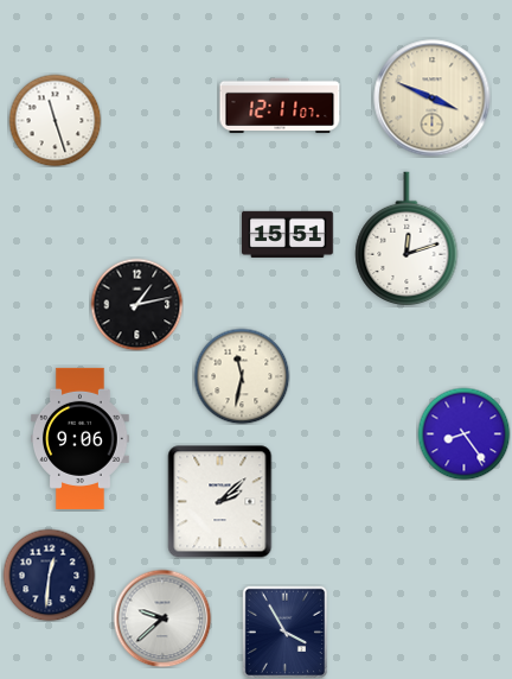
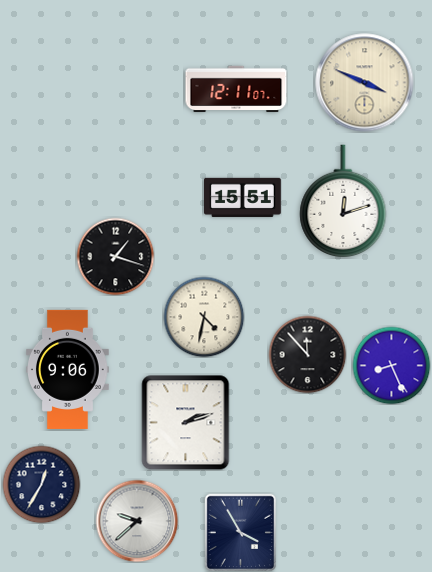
clock at (55, 120): 11:27 -> none
clock at (136, 304): 1:13 -> 1:18
clock at (242, 376): 11:32 -> 4:32
clock at (307, 354): none -> 11:53
clock at (463, 433): 8:24 -> 8:26
clock at (220, 501): 2:08 -> 2:12
clock at (49, 575): 12:31 -> 12:35
